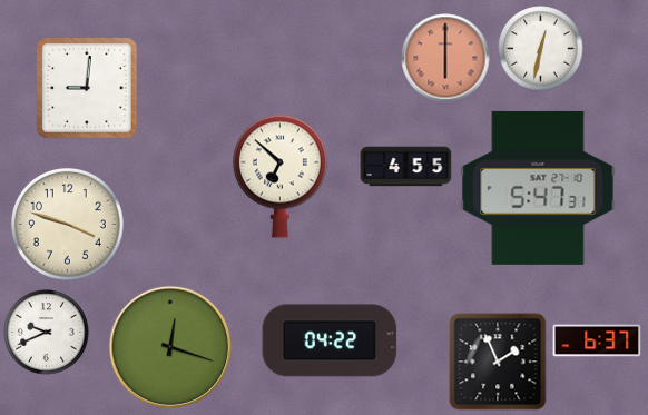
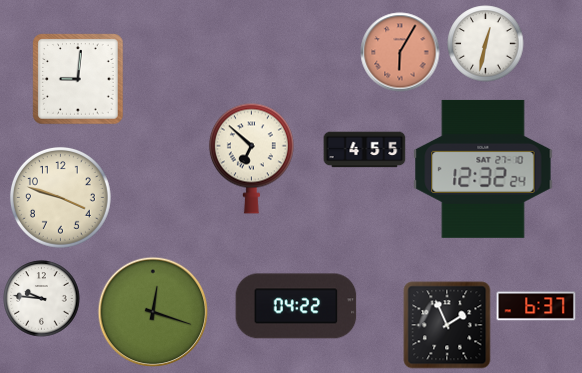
clock at (445, 58): 6:00 -> 6:05
clock at (538, 188): 5:47 -> 12:32
clock at (67, 224) position: (67, 224) -> (60, 197)
clock at (47, 333): 9:41 -> 9:46
